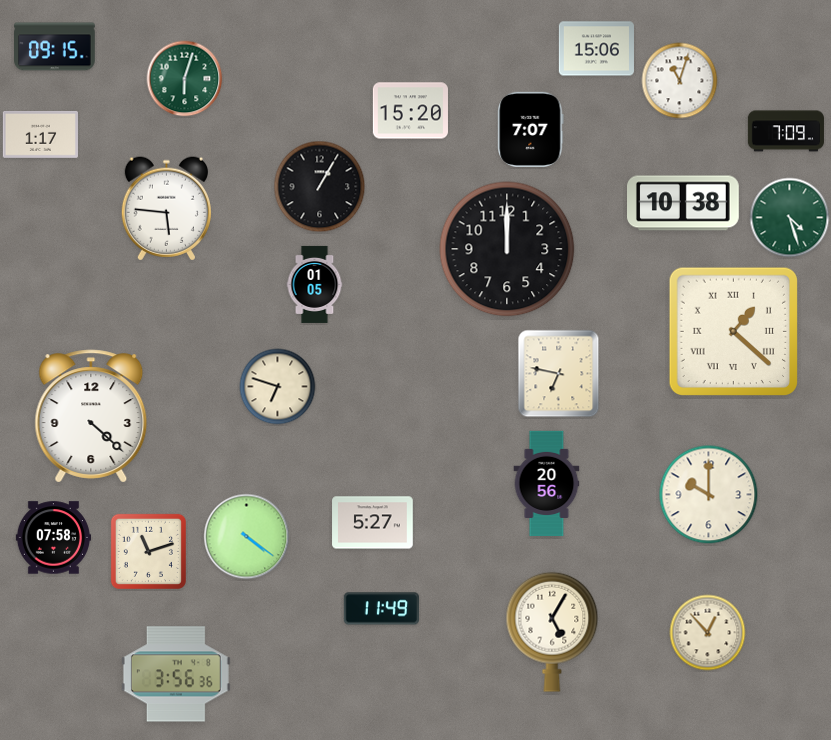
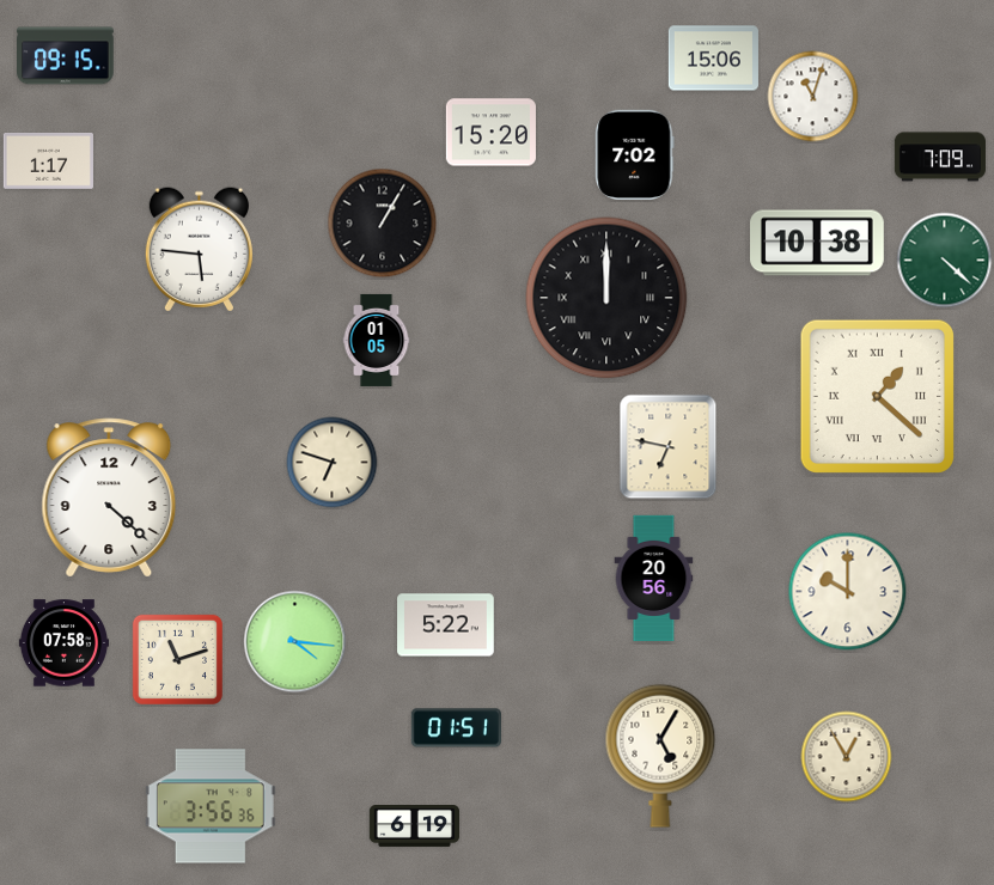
clock at (185, 79): 6:03 -> none
clock at (531, 129): 7:07 -> 7:02
clock at (790, 218): 4:27 -> 4:22
clock at (507, 249) numerals: Arabic -> Roman
clock at (373, 523): 5:27 -> 5:22
clock at (247, 537): 4:21 -> 4:16
clock at (381, 609): 11:49 -> 01:51
clock at (708, 633): 12:53 -> 12:55
clock at (414, 826): none -> 6:19
